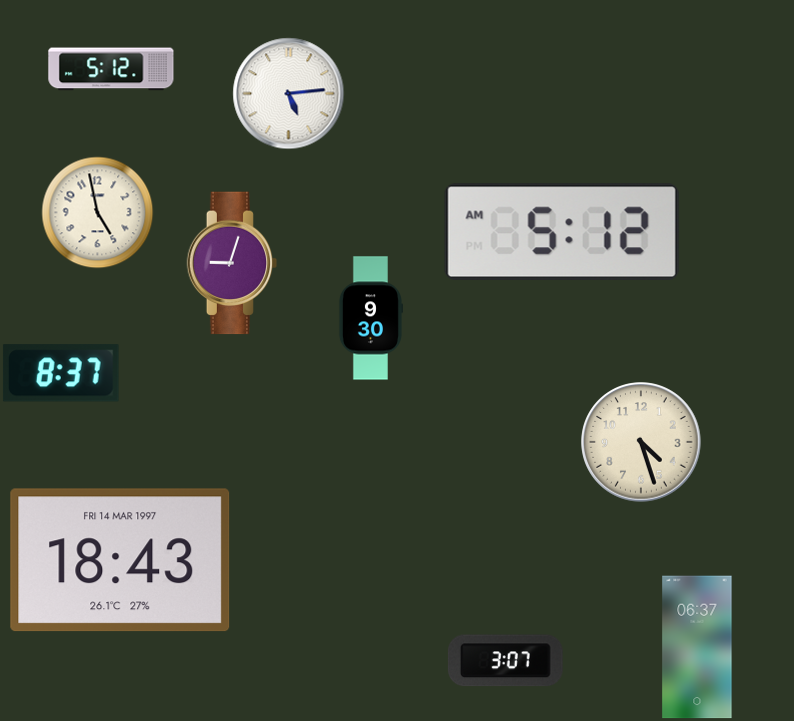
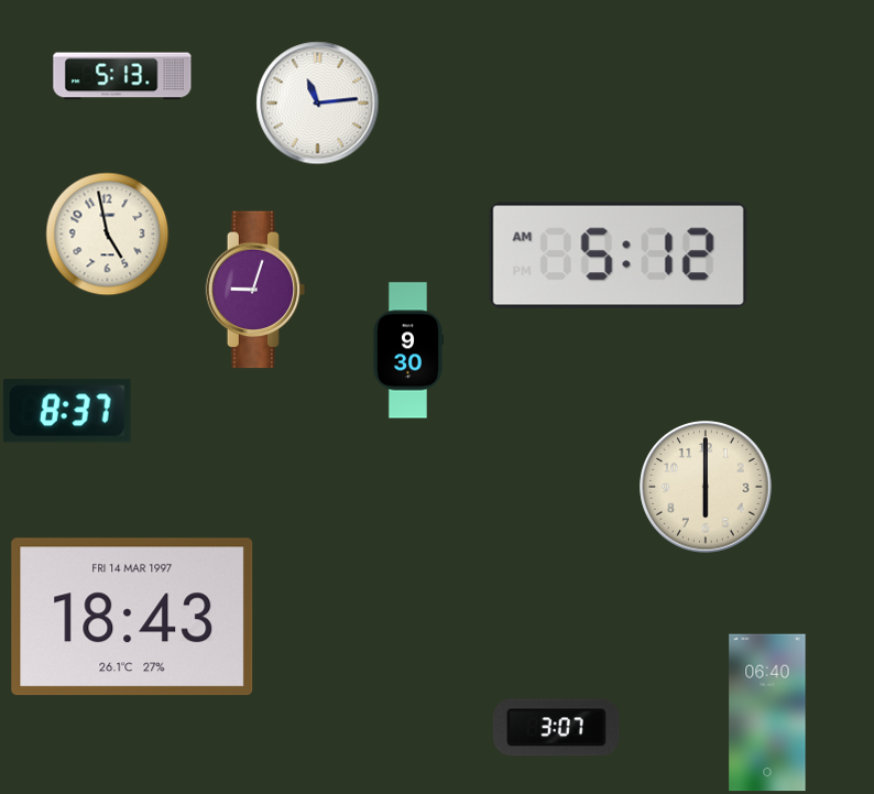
clock at (111, 69): 5:12 -> 5:13
clock at (289, 94): 5:14 -> 11:14
clock at (641, 442): 4:27 -> 6:00
clock at (697, 647): 06:37 -> 06:40
